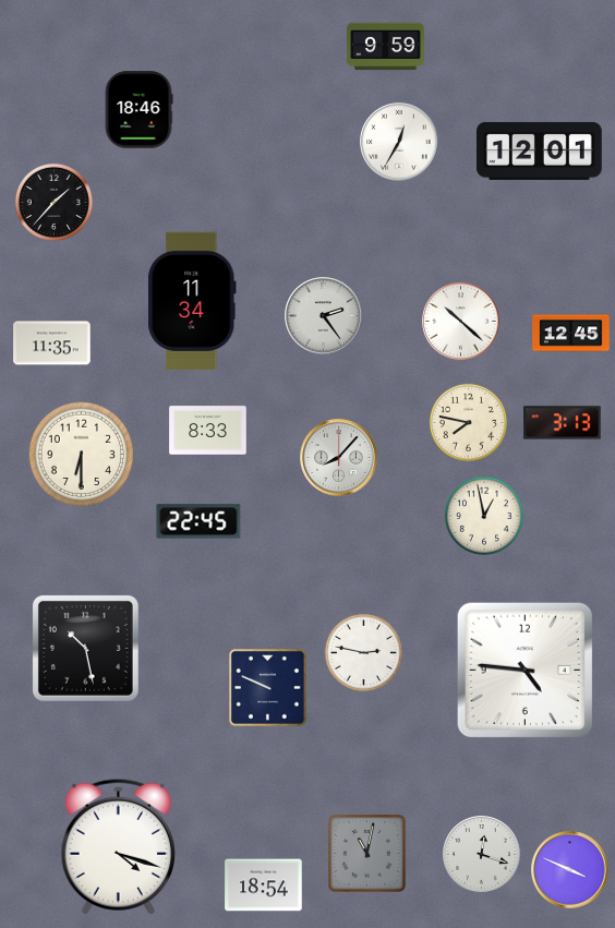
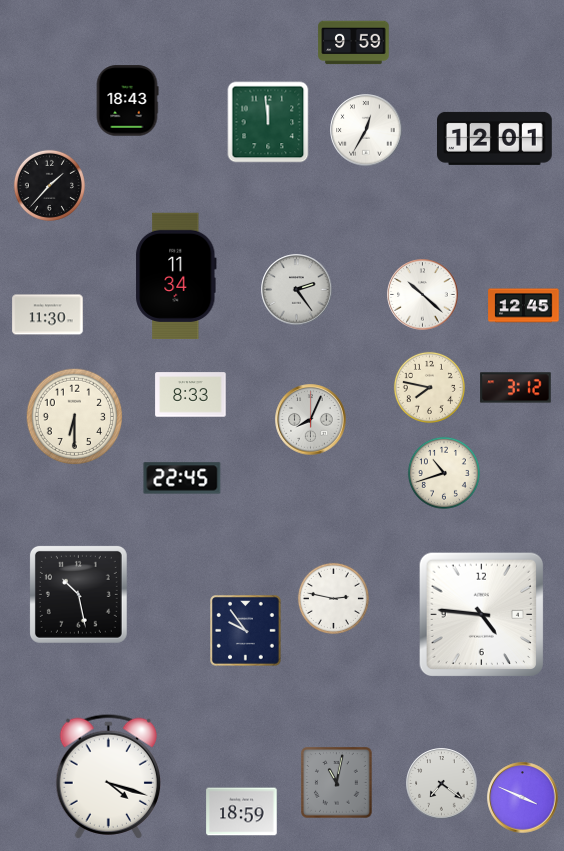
clock at (138, 110): 18:46 -> 18:43
clock at (268, 122): none -> 11:59
clock at (52, 344): 11:35 -> 11:30
clock at (563, 423): 3:13 -> 3:12
clock at (339, 458): 8:07 -> 8:04
clock at (484, 516): 12:58 -> 10:42
clock at (268, 688): 9:49 -> 9:54
clock at (482, 855): 12:18 -> 7:21
clock at (264, 885): 18:54 -> 18:59
